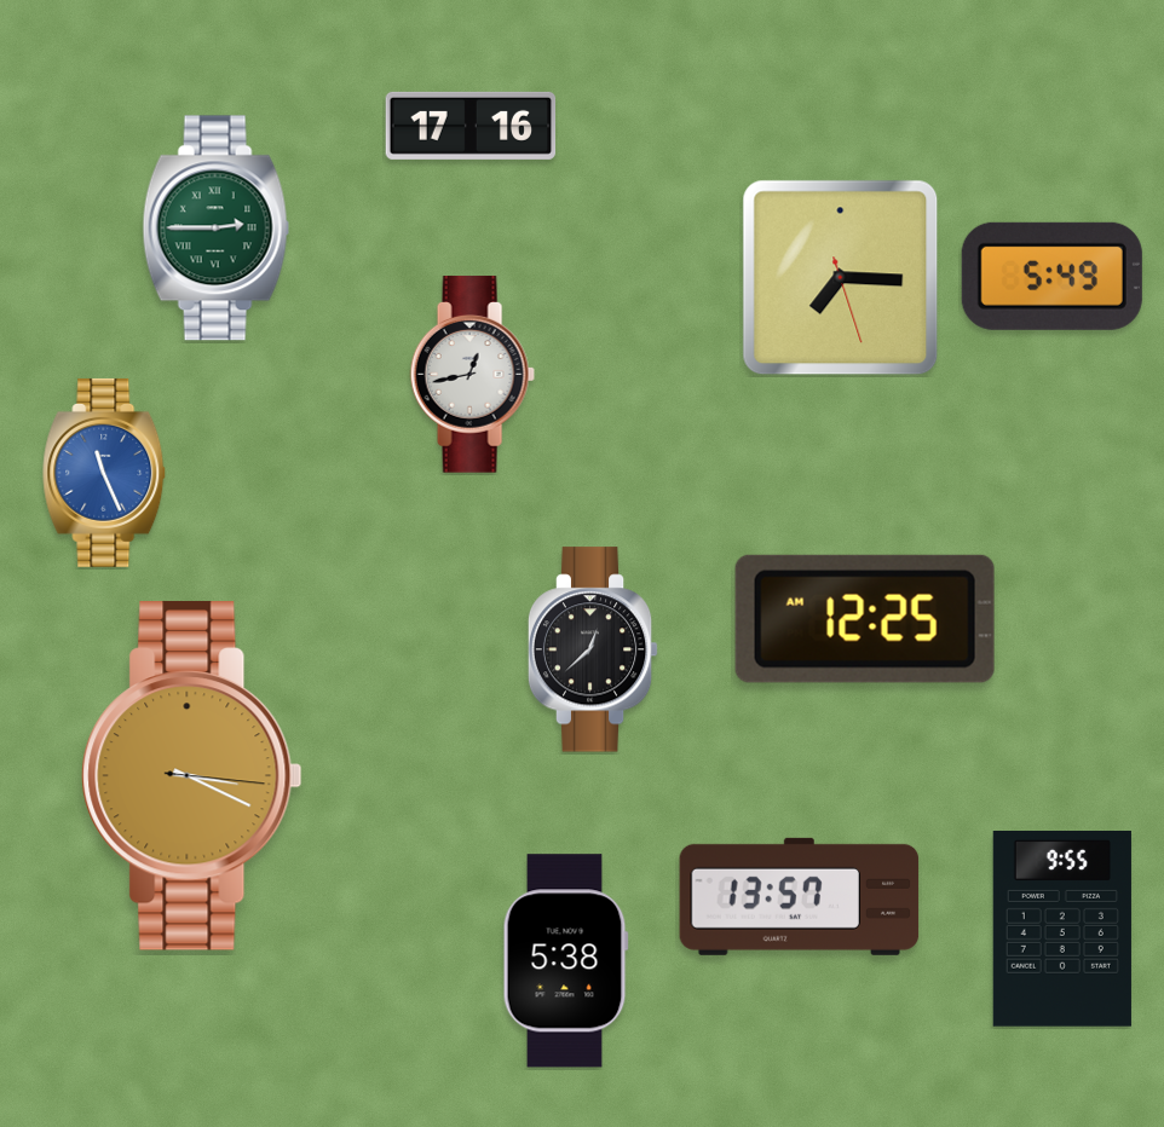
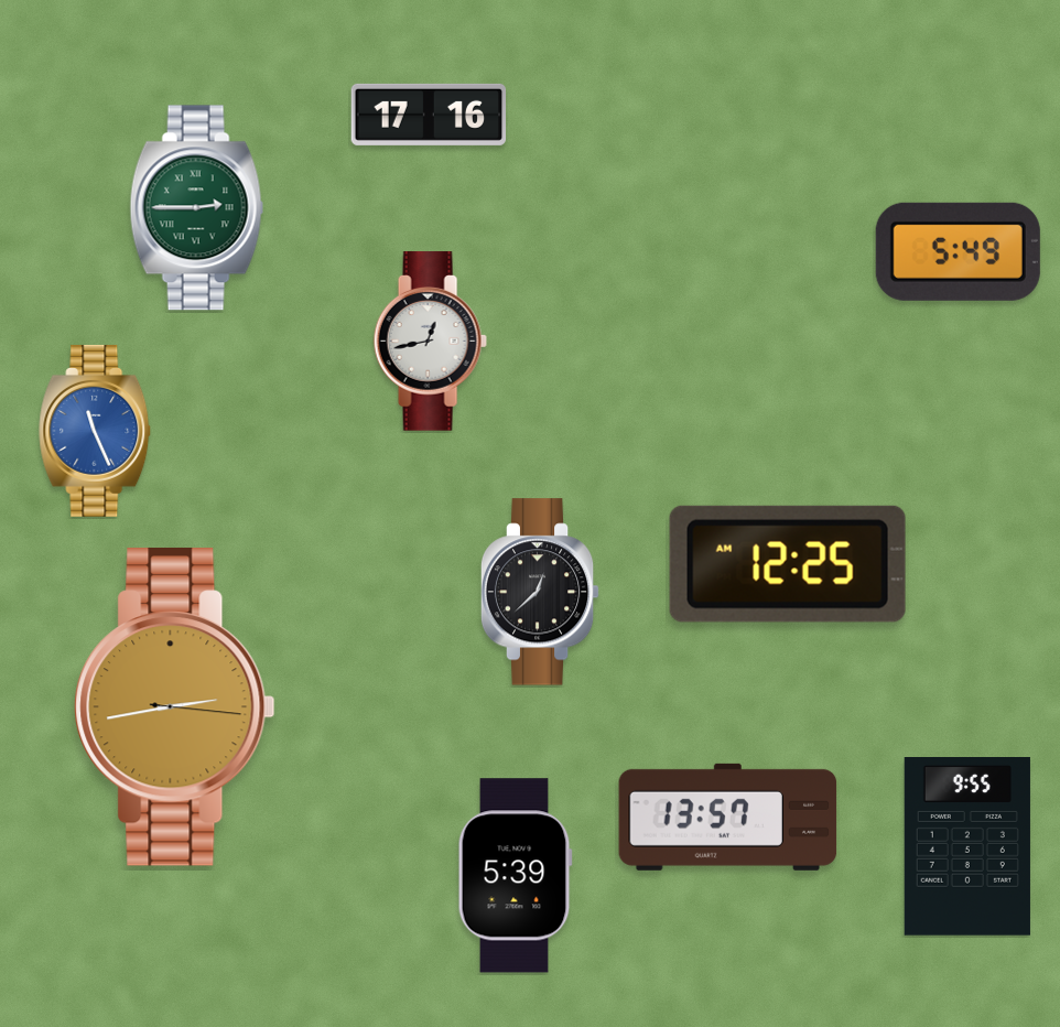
clock at (841, 278): 7:15 -> none
clock at (192, 775): 3:19 -> 2:43
clock at (565, 961): 5:38 -> 5:39
